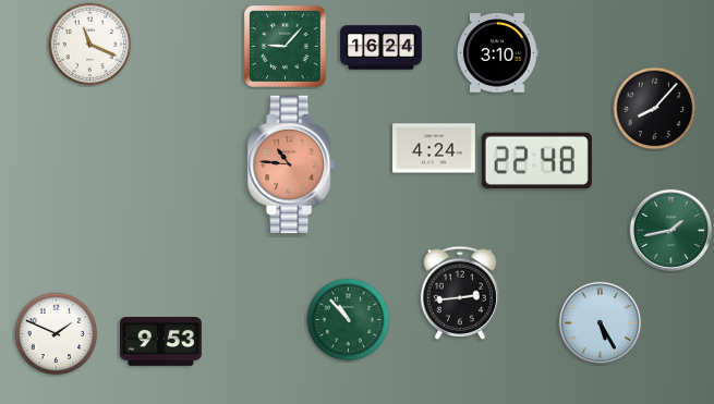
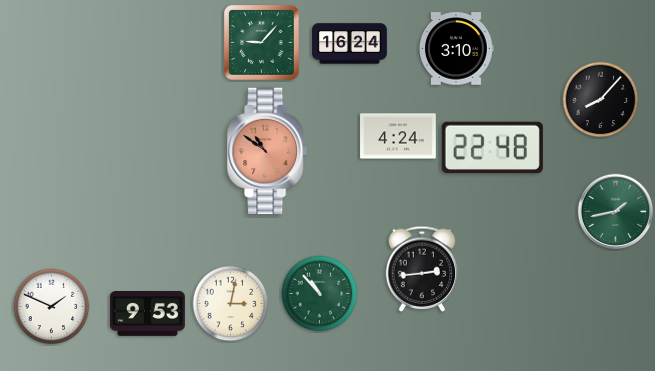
clock at (90, 45): 11:19 -> none
clock at (292, 164): 10:46 -> 10:51
clock at (600, 322): 5:25 -> none
clock at (231, 304): none -> 3:02
